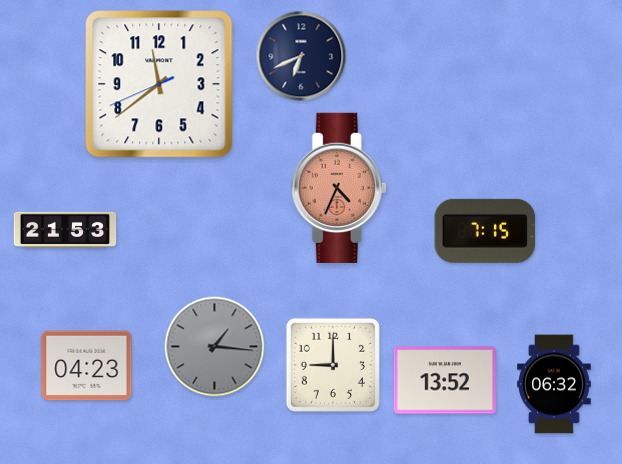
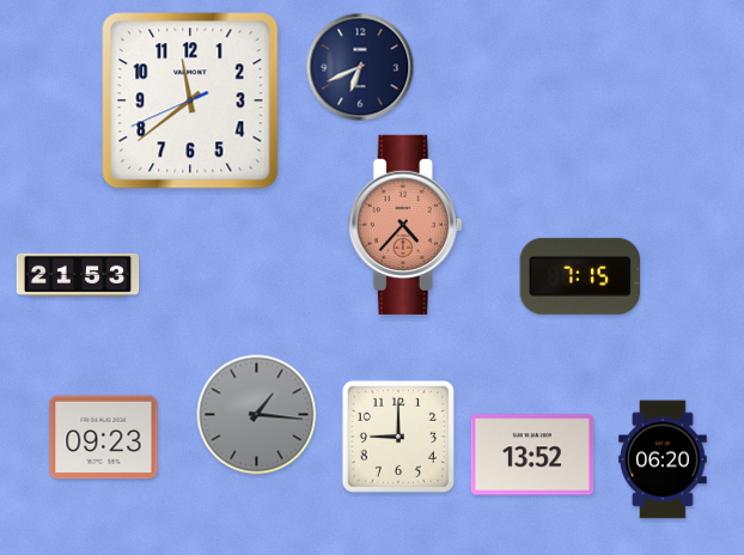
clock at (339, 188): 4:34 -> 4:37
clock at (87, 366): 04:23 -> 09:23
clock at (554, 384): 06:32 -> 06:20
